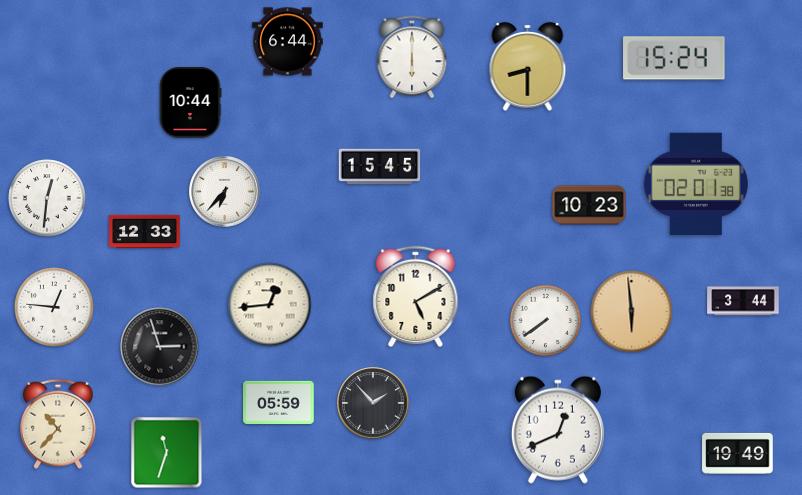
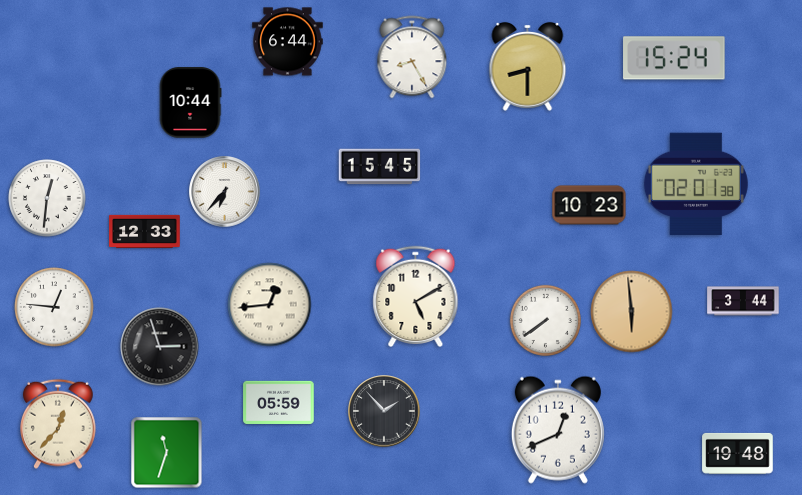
clock at (412, 57): 6:00 -> 8:25
clock at (373, 403) position: (373, 403) -> (384, 411)
clock at (59, 424): 10:37 -> 12:37
clock at (738, 453): 19:49 -> 19:48
